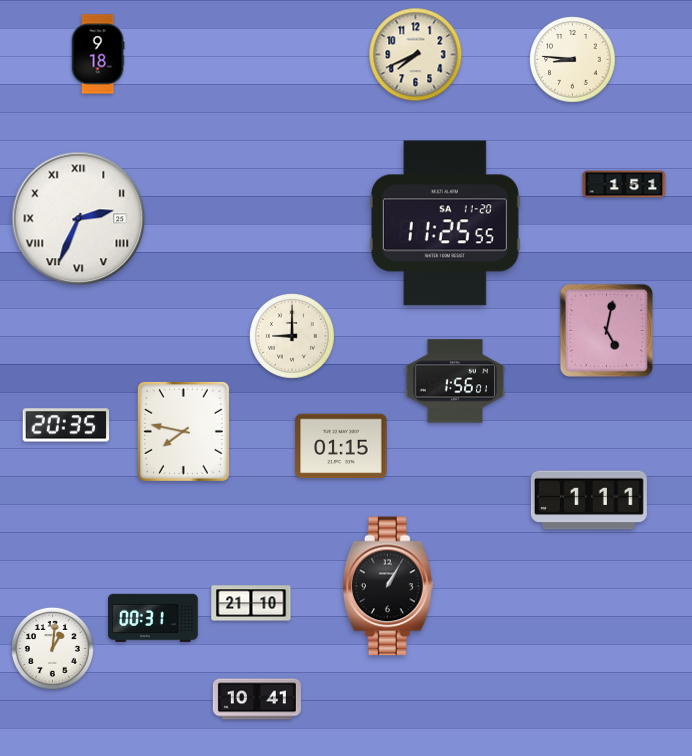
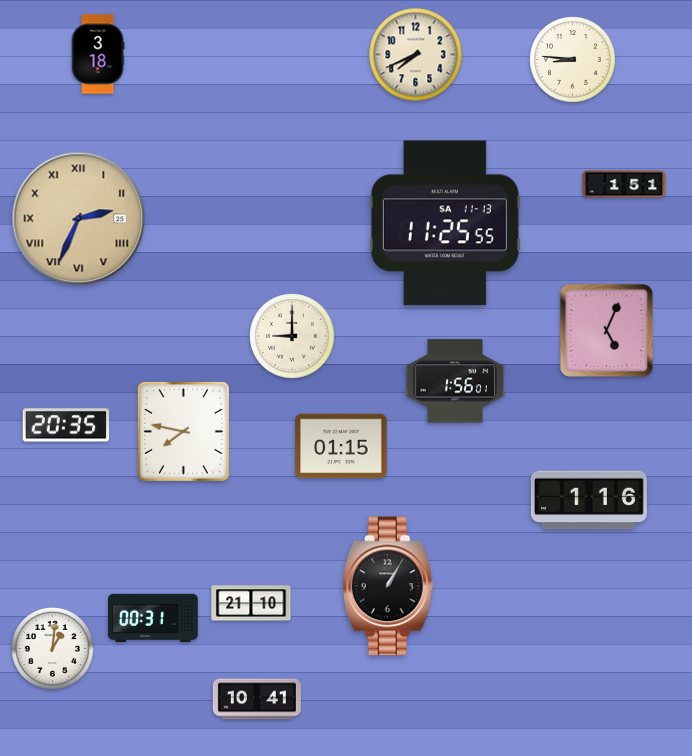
clock at (98, 54): 9:18 -> 3:18
clock at (79, 219) dial: white -> champagne
clock at (445, 223) date: SA 11-20 -> SA 11-13
clock at (606, 330): 5:02 -> 5:04
clock at (589, 500): 1:11 -> 1:16
